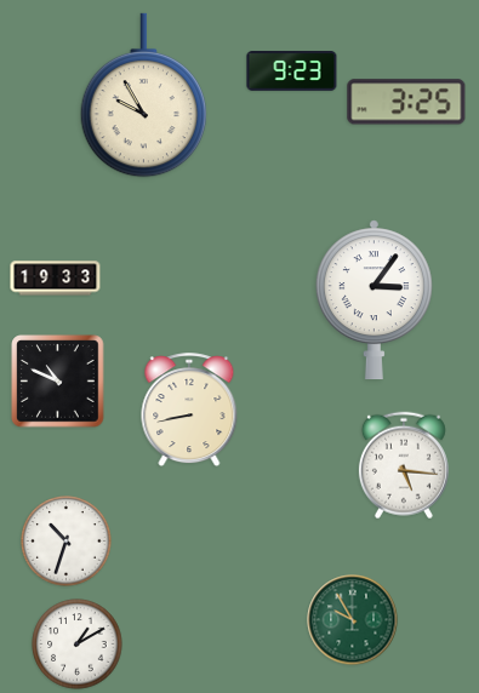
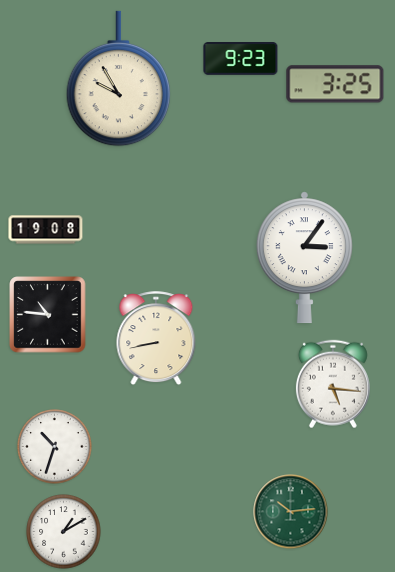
clock at (56, 279): 19:33 -> 19:08
clock at (373, 300) position: (373, 300) -> (304, 258)
clock at (58, 382): 10:49 -> 10:46
clock at (353, 620): 9:55 -> 10:14
